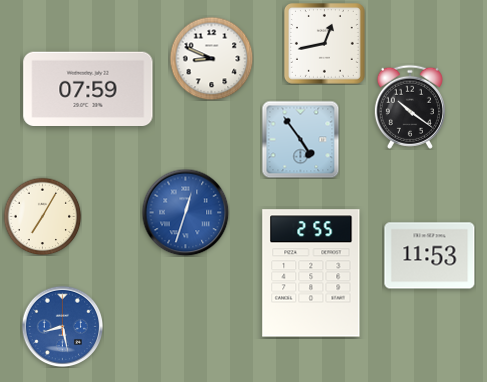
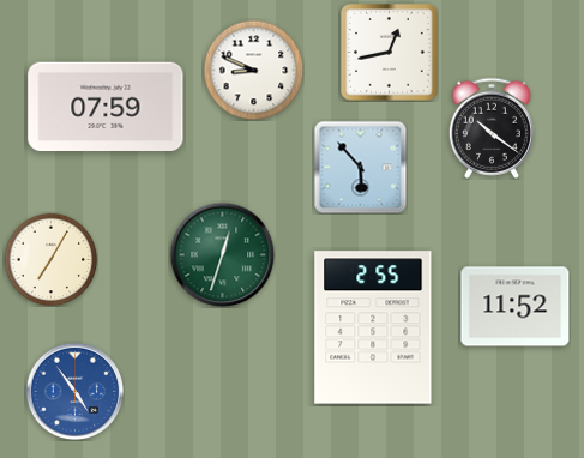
clock at (300, 139): 4:54 -> 5:53
clock at (185, 212) dial: blue -> green
clock at (430, 256): 11:53 -> 11:52
clock at (62, 326): 8:28 -> 4:54
